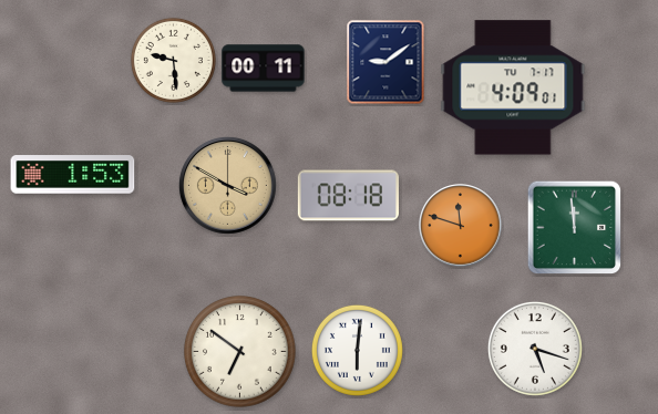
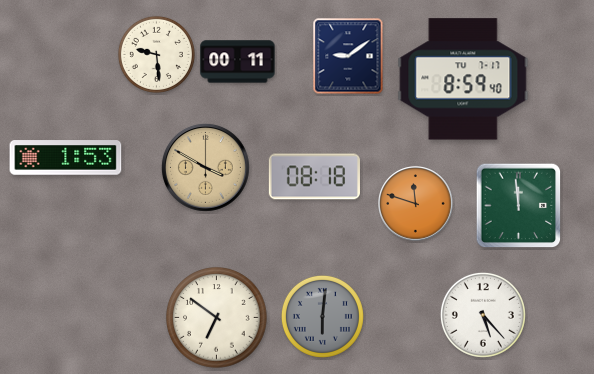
clock at (513, 87): 4:09 -> 8:59
clock at (535, 349): 5:18 -> 5:23
clock at (357, 350) dial: white -> grey
